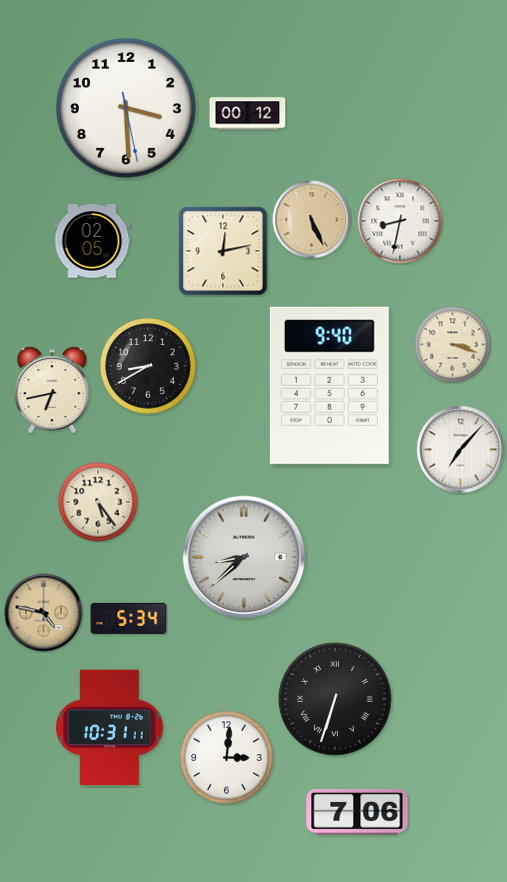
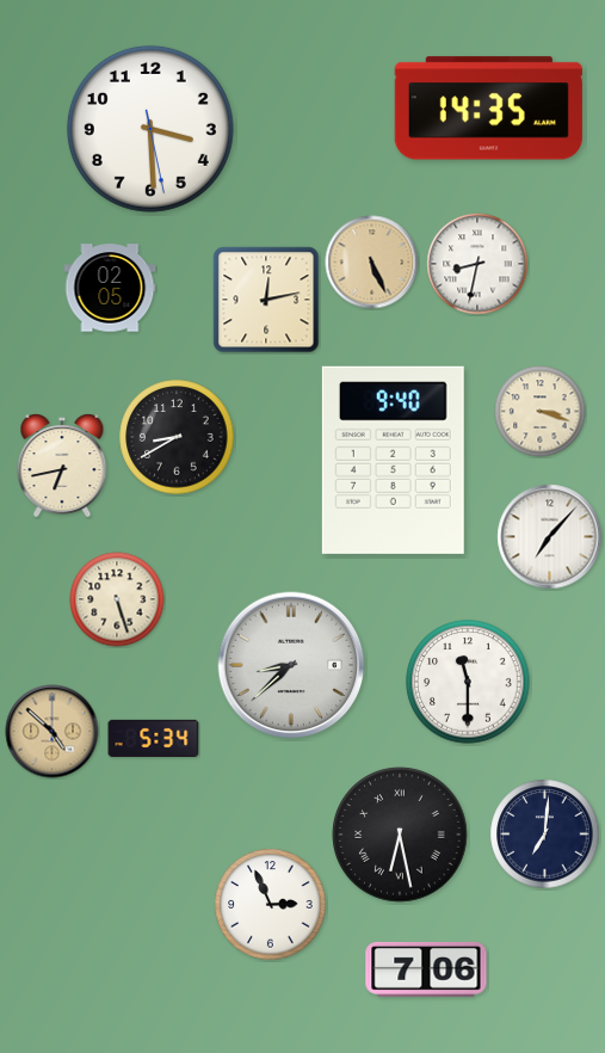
clock at (488, 109): none -> 14:35
clock at (248, 114): 00:12 -> none
clock at (98, 502): 5:24 -> 5:27
clock at (468, 682): none -> 11:30
clock at (44, 613): 4:47 -> 4:52
clock at (335, 699): 6:33 -> 6:28
clock at (545, 835): none -> 7:01
clock at (110, 728): 10:31 -> none
clock at (227, 758): 3:01 -> 2:56
